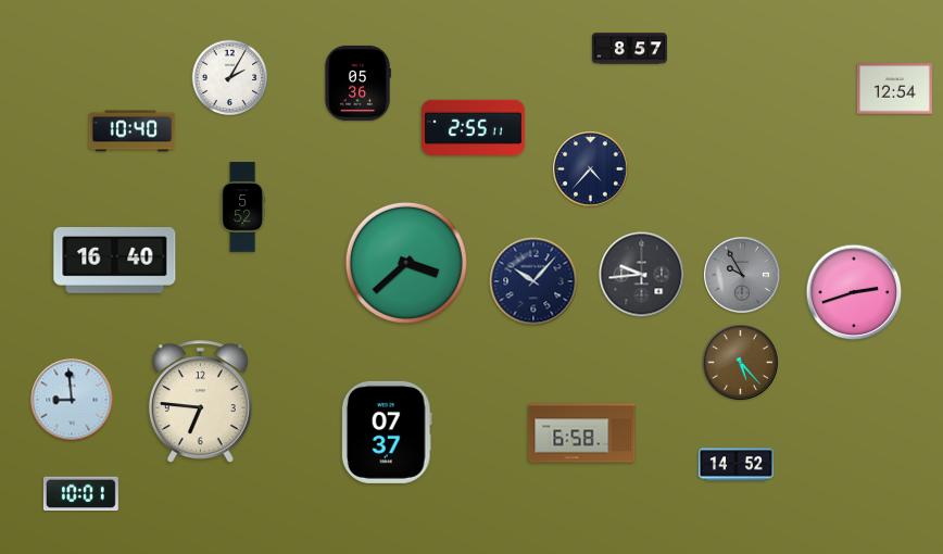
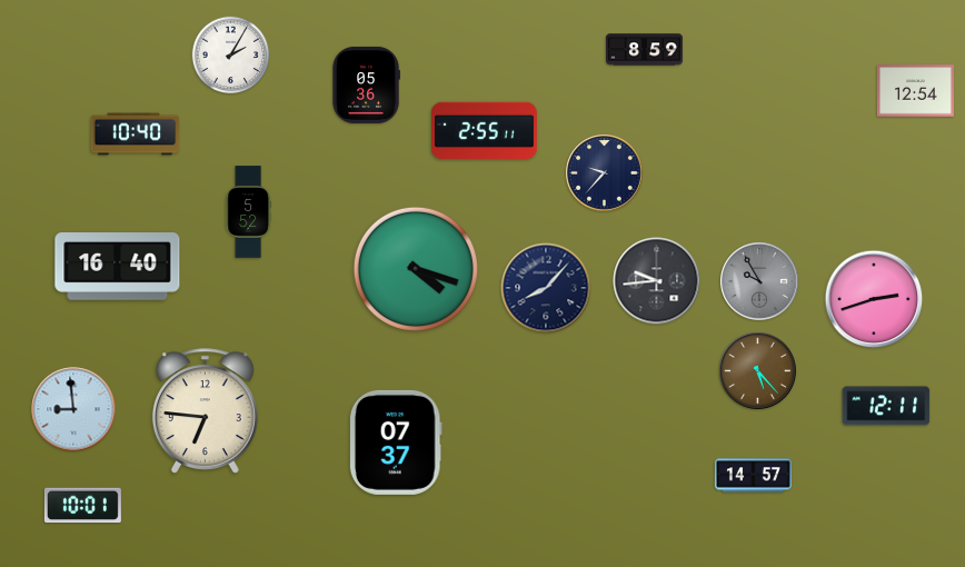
clock at (629, 49): 8:57 -> 8:59
clock at (230, 78) position: (230, 78) -> (231, 56)
clock at (591, 169): 4:37 -> 9:37
clock at (406, 263): 3:38 -> 4:18
clock at (533, 281): 10:07 -> 8:07
clock at (886, 406): none -> 12:11
clock at (582, 433): 6:58 -> none
clock at (735, 465): 14:52 -> 14:57
